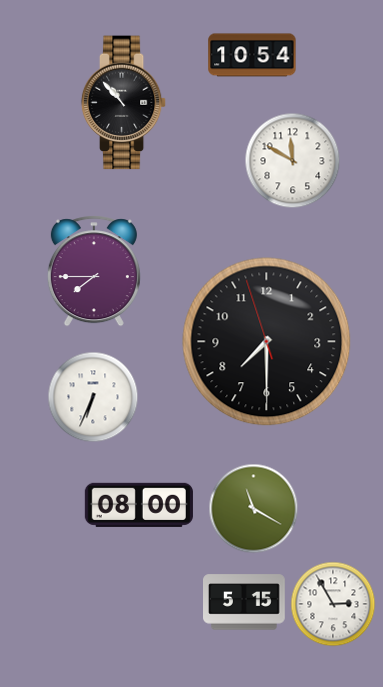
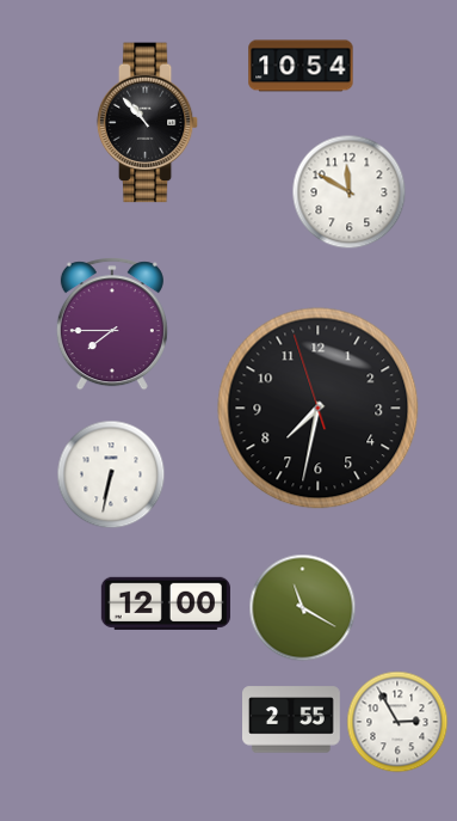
clock at (267, 342): 7:29 -> 7:31
clock at (93, 397): 6:34 -> 6:32
clock at (139, 505): 08:00 -> 12:00
clock at (245, 602): 5:15 -> 2:55
